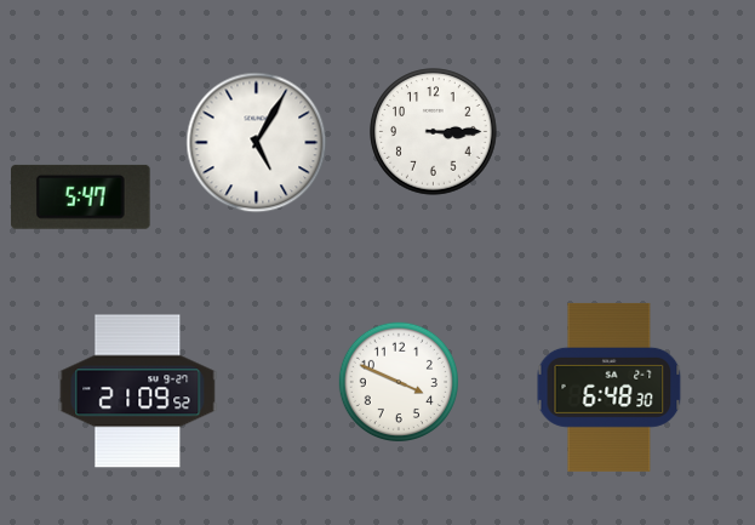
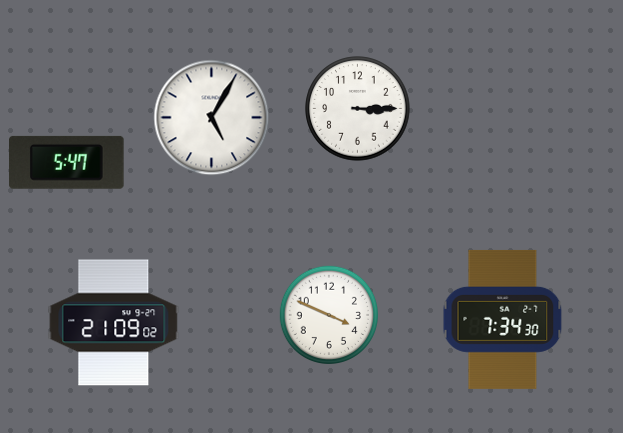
clock at (610, 387): 6:48 -> 7:34
clock at (138, 392): 21:09:52 -> 21:09:02
